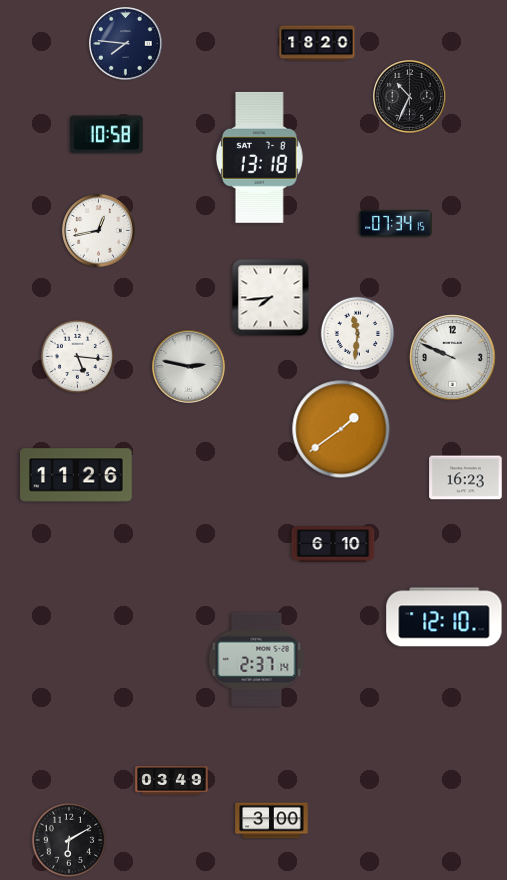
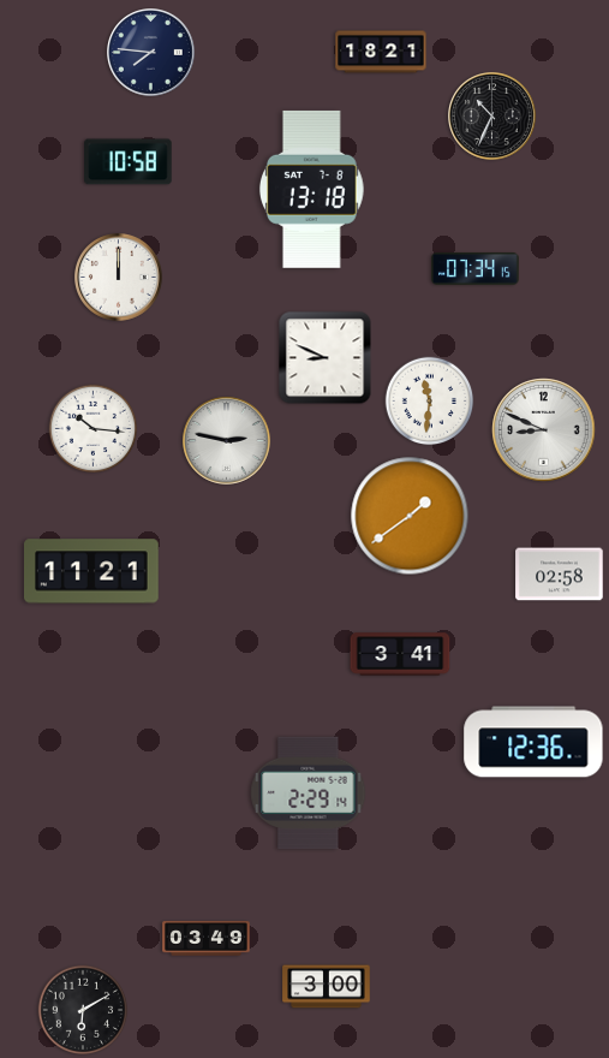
clock at (317, 43): 18:20 -> 18:21
clock at (99, 231): 12:43 -> 12:00
clock at (271, 298): 7:44 -> 8:49
clock at (78, 357): 5:16 -> 10:16
clock at (453, 358): 9:49 -> 8:49
clock at (77, 475): 11:26 -> 11:21
clock at (466, 478): 16:23 -> 02:58
clock at (333, 544): 6:10 -> 3:41
clock at (444, 617): 12:10 -> 12:36
clock at (257, 660): 2:37 -> 2:29
